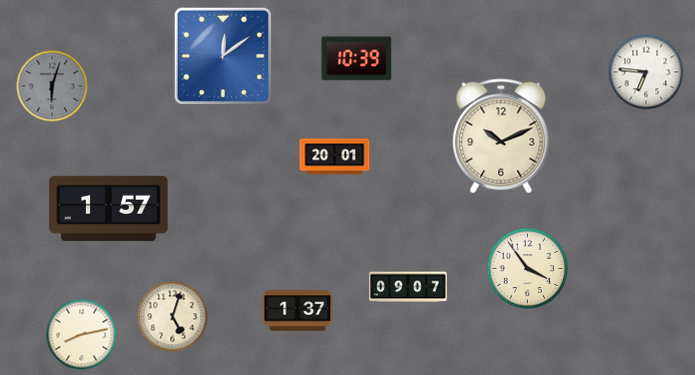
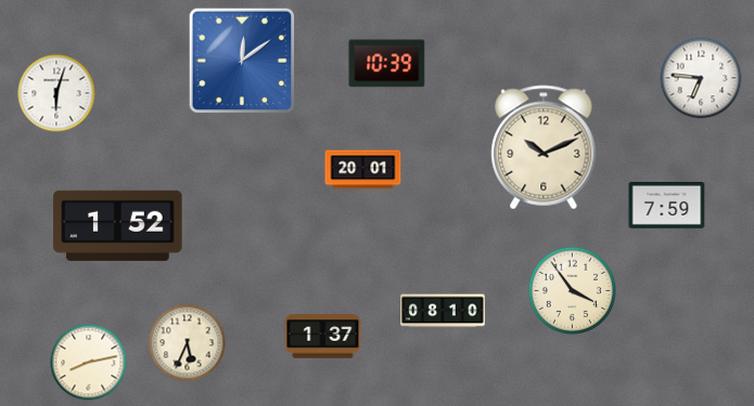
clock at (52, 86) dial: grey -> white
clock at (667, 206): none -> 7:59
clock at (109, 208): 1:57 -> 1:52
clock at (408, 287): 09:07 -> 08:10
clock at (173, 317): 5:03 -> 5:34
